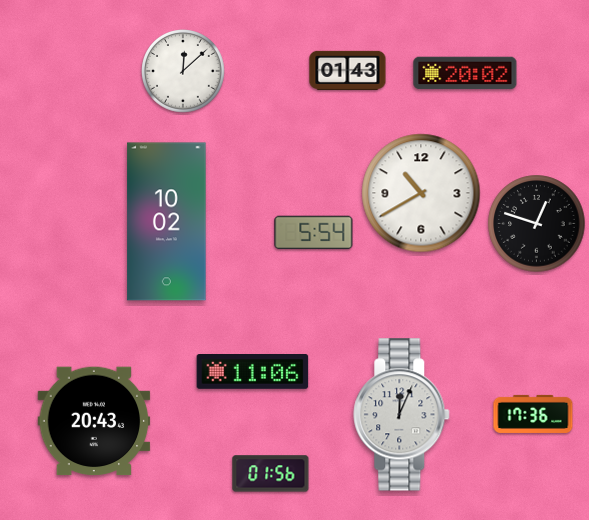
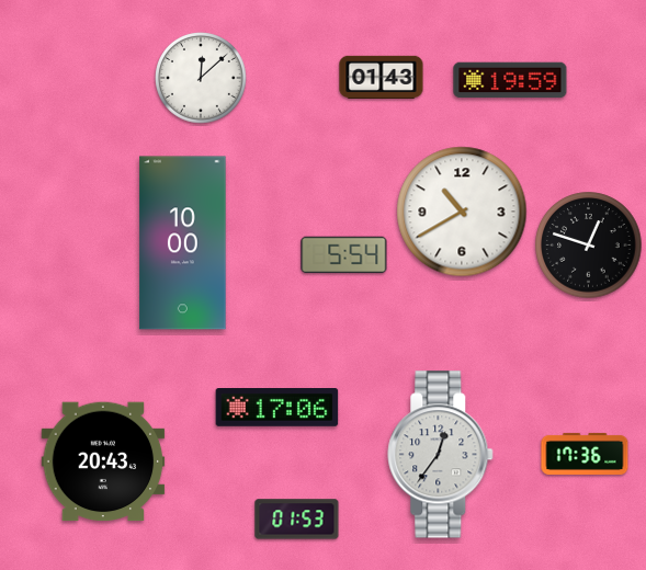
clock at (465, 73): 20:02 -> 19:59
clock at (167, 222): 10:02 -> 10:00
clock at (253, 372): 11:06 -> 17:06
clock at (402, 415): 12:04 -> 12:36
clock at (271, 474): 01:56 -> 01:53
